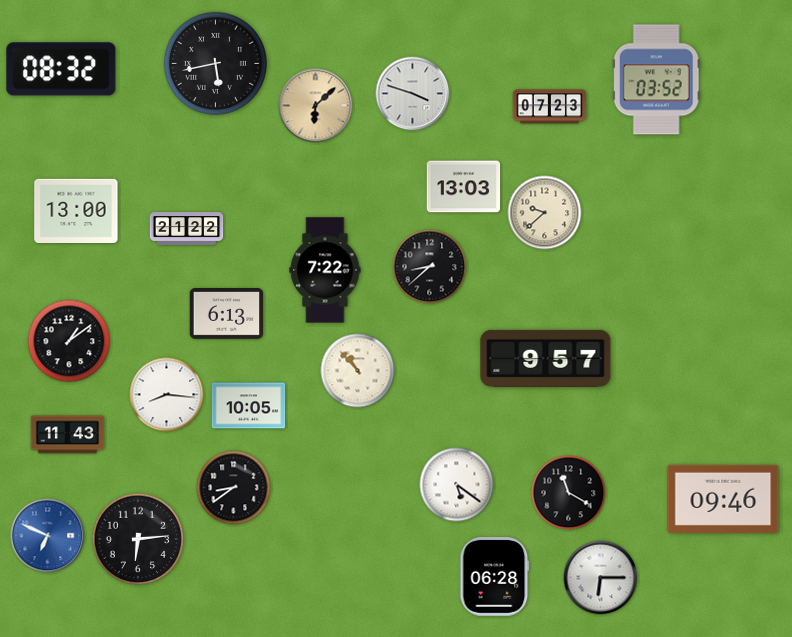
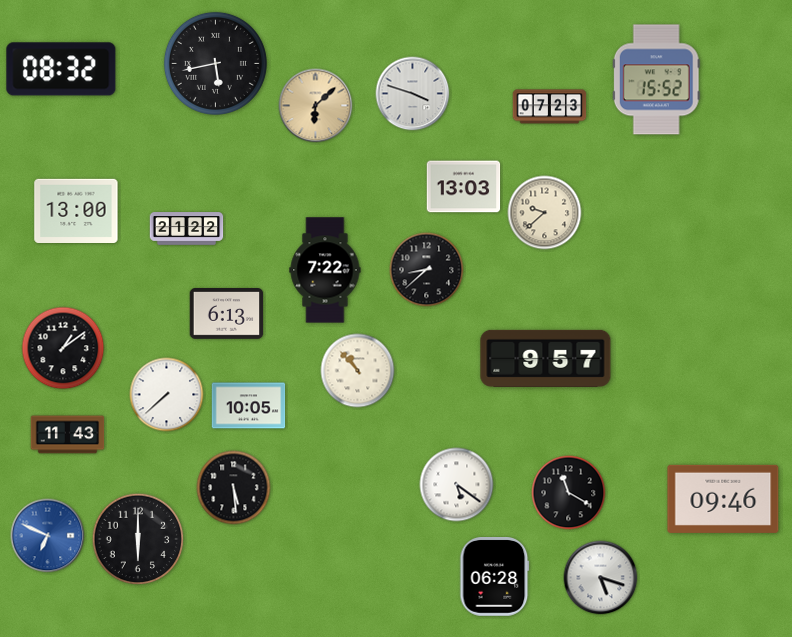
clock at (656, 80): 03:52 -> 15:52
clock at (430, 267) position: (430, 267) -> (427, 270)
clock at (69, 341) position: (69, 341) -> (63, 348)
clock at (167, 395): 8:16 -> 7:38
clock at (234, 488): 8:39 -> 5:29
clock at (138, 539): 6:14 -> 6:00
clock at (601, 578): 6:15 -> 5:18
